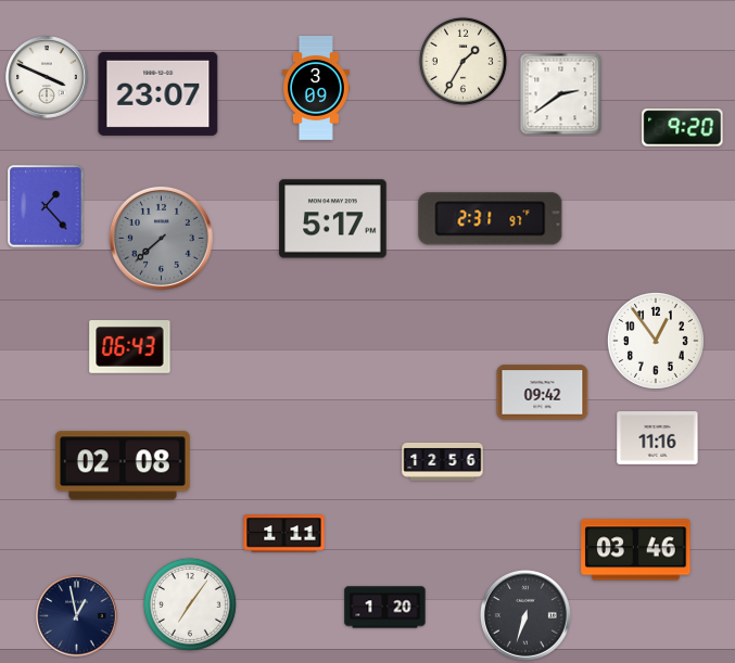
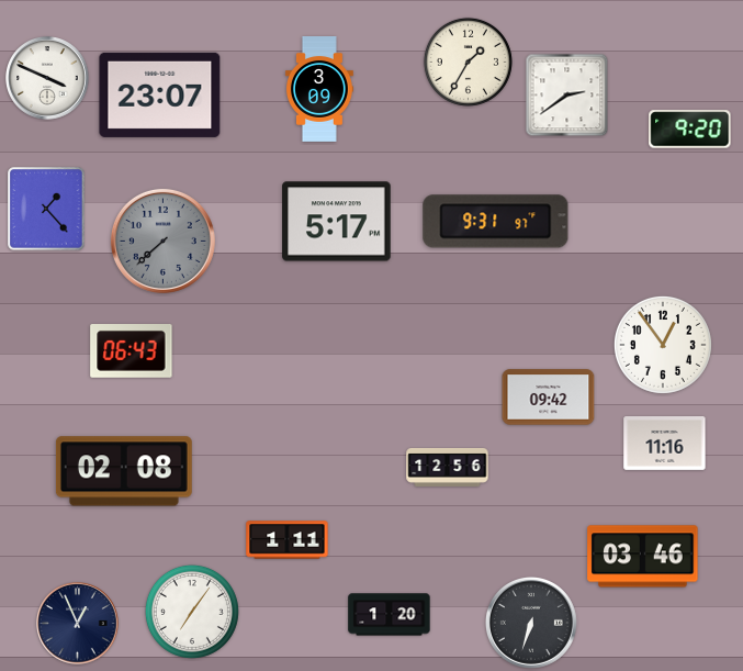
clock at (491, 219): 2:31 -> 9:31
clock at (77, 616): 12:58 -> 12:56
